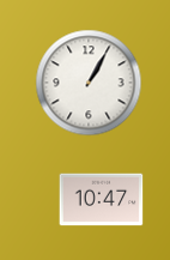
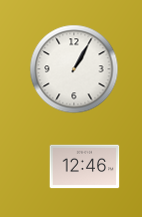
clock at (102, 200): 10:47 -> 12:46
